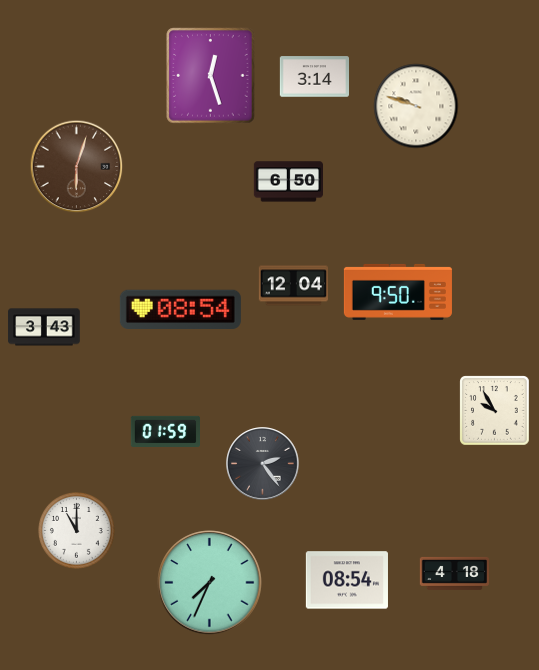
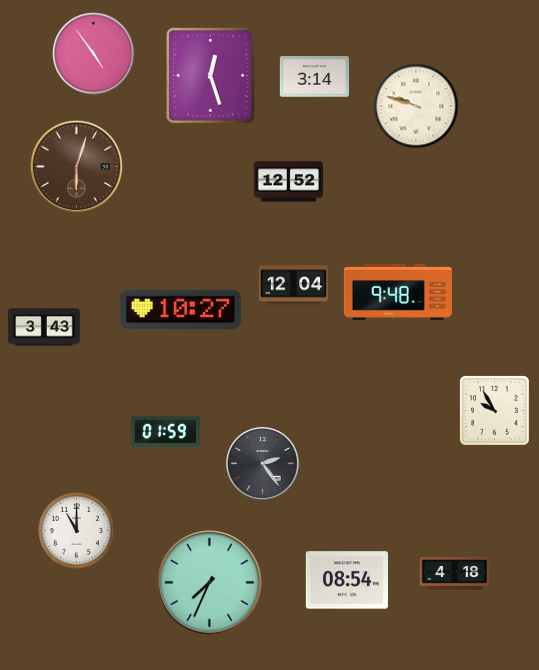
clock at (94, 54): none -> 4:54
clock at (288, 182): 6:50 -> 12:52
clock at (398, 292): 9:50 -> 9:48
clock at (180, 310): 08:54 -> 10:27
